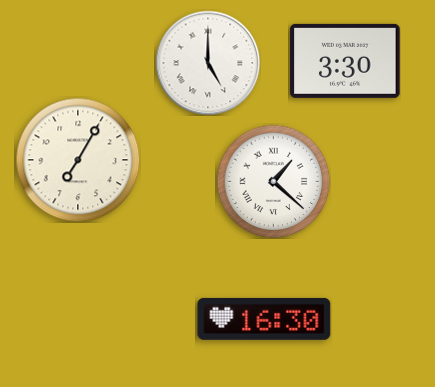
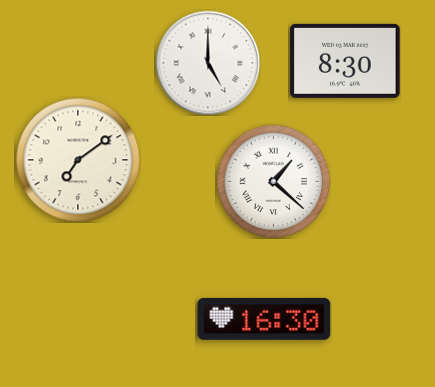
clock at (345, 61): 3:30 -> 8:30
clock at (78, 160): 7:05 -> 7:09
